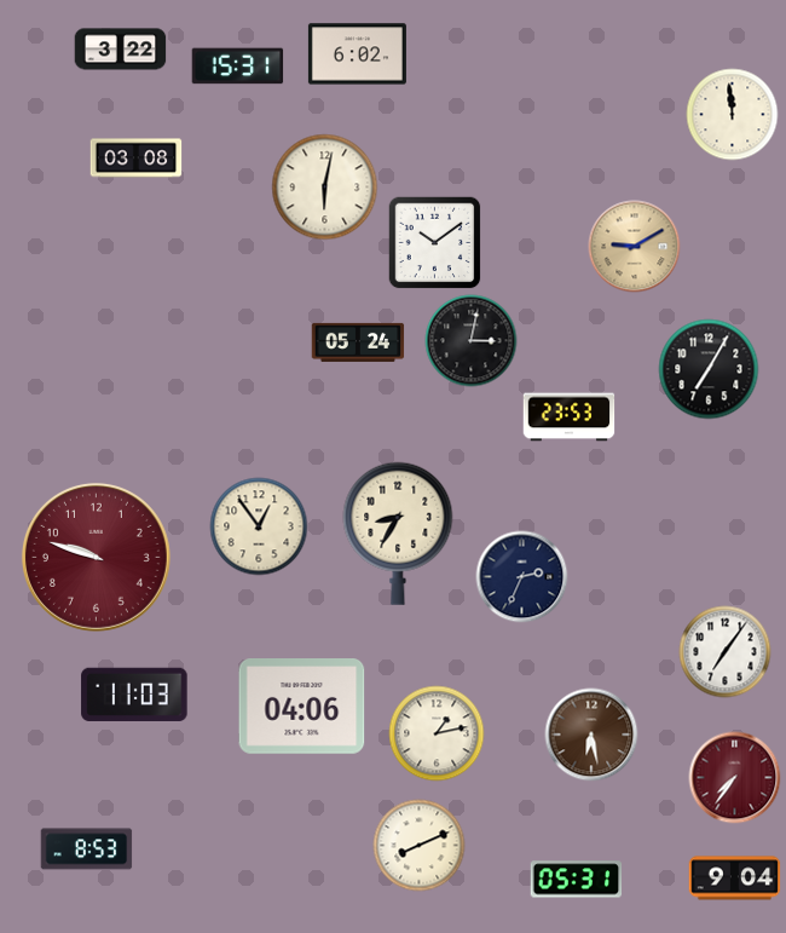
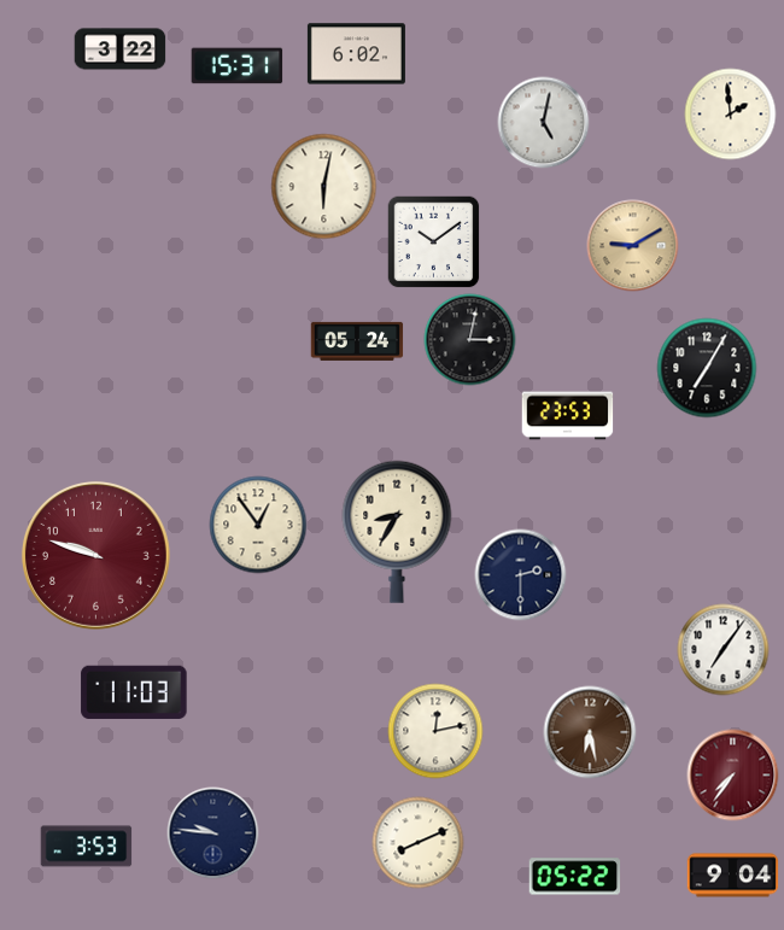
clock at (733, 115): 11:59 -> 1:59
clock at (544, 123): none -> 5:02
clock at (137, 159): 03:08 -> none
clock at (522, 577): 2:34 -> 2:30
clock at (302, 707): 04:06 -> none
clock at (437, 733): 1:13 -> 12:13
clock at (213, 834): none -> 9:46
clock at (87, 850): 8:53 -> 3:53
clock at (577, 880): 05:31 -> 05:22
